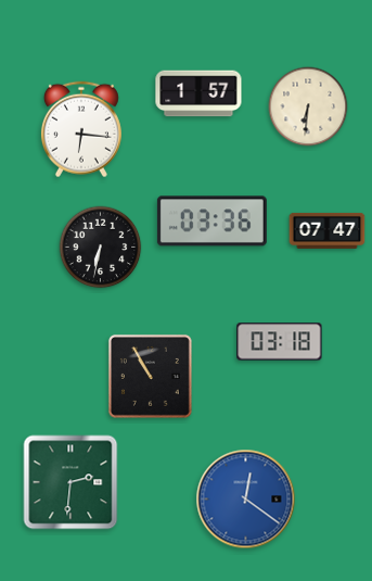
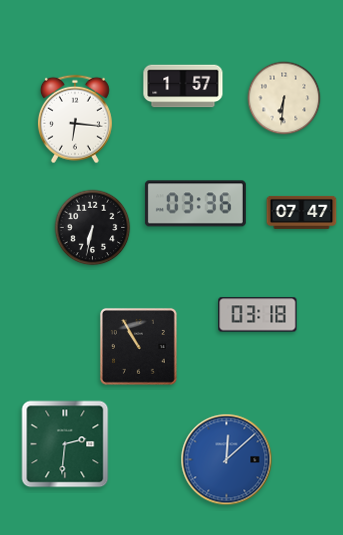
clock at (246, 500): 12:21 -> 12:08
